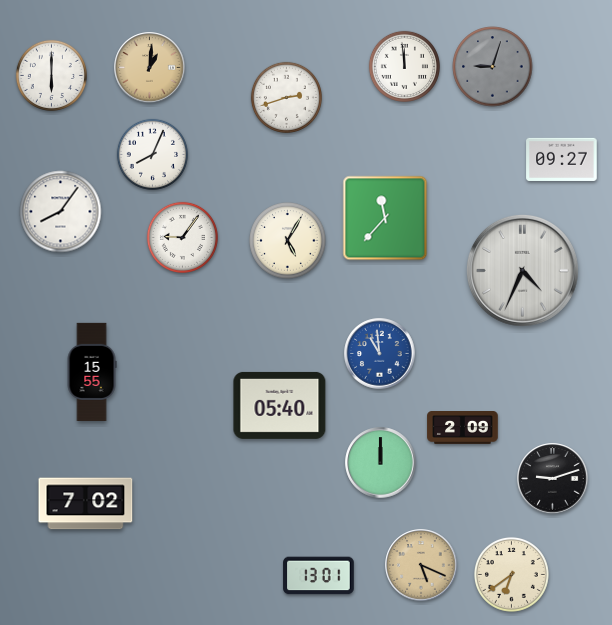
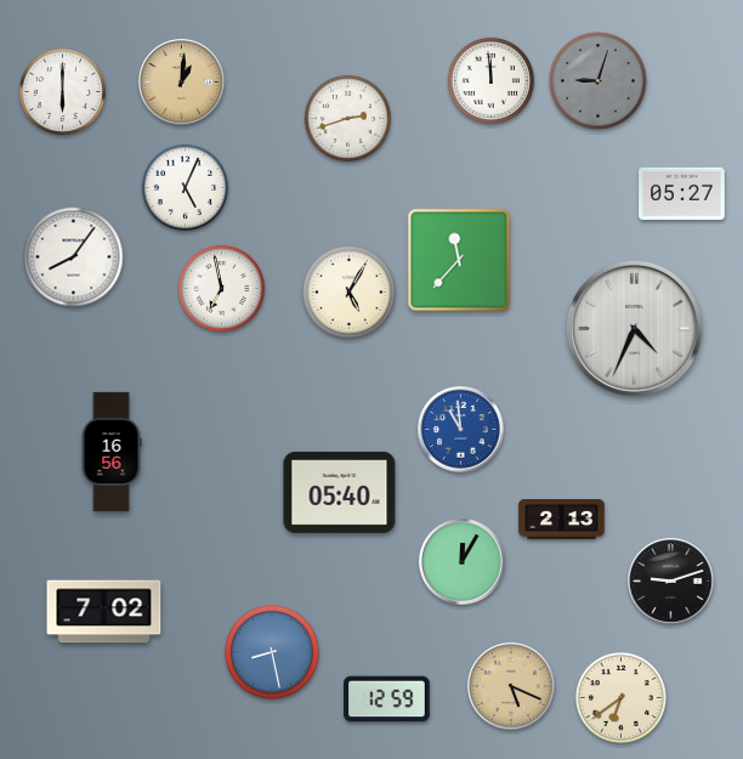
clock at (152, 154): 8:04 -> 5:04
clock at (562, 159): 09:27 -> 05:27
clock at (385, 218) position: (385, 218) -> (459, 260)
clock at (182, 237): 9:06 -> 6:58
clock at (92, 372): 15:55 -> 16:56
clock at (463, 428): 2:09 -> 2:13
clock at (381, 463): 12:00 -> 12:05
clock at (272, 652): none -> 8:28
clock at (319, 576): 13:01 -> 12:59
